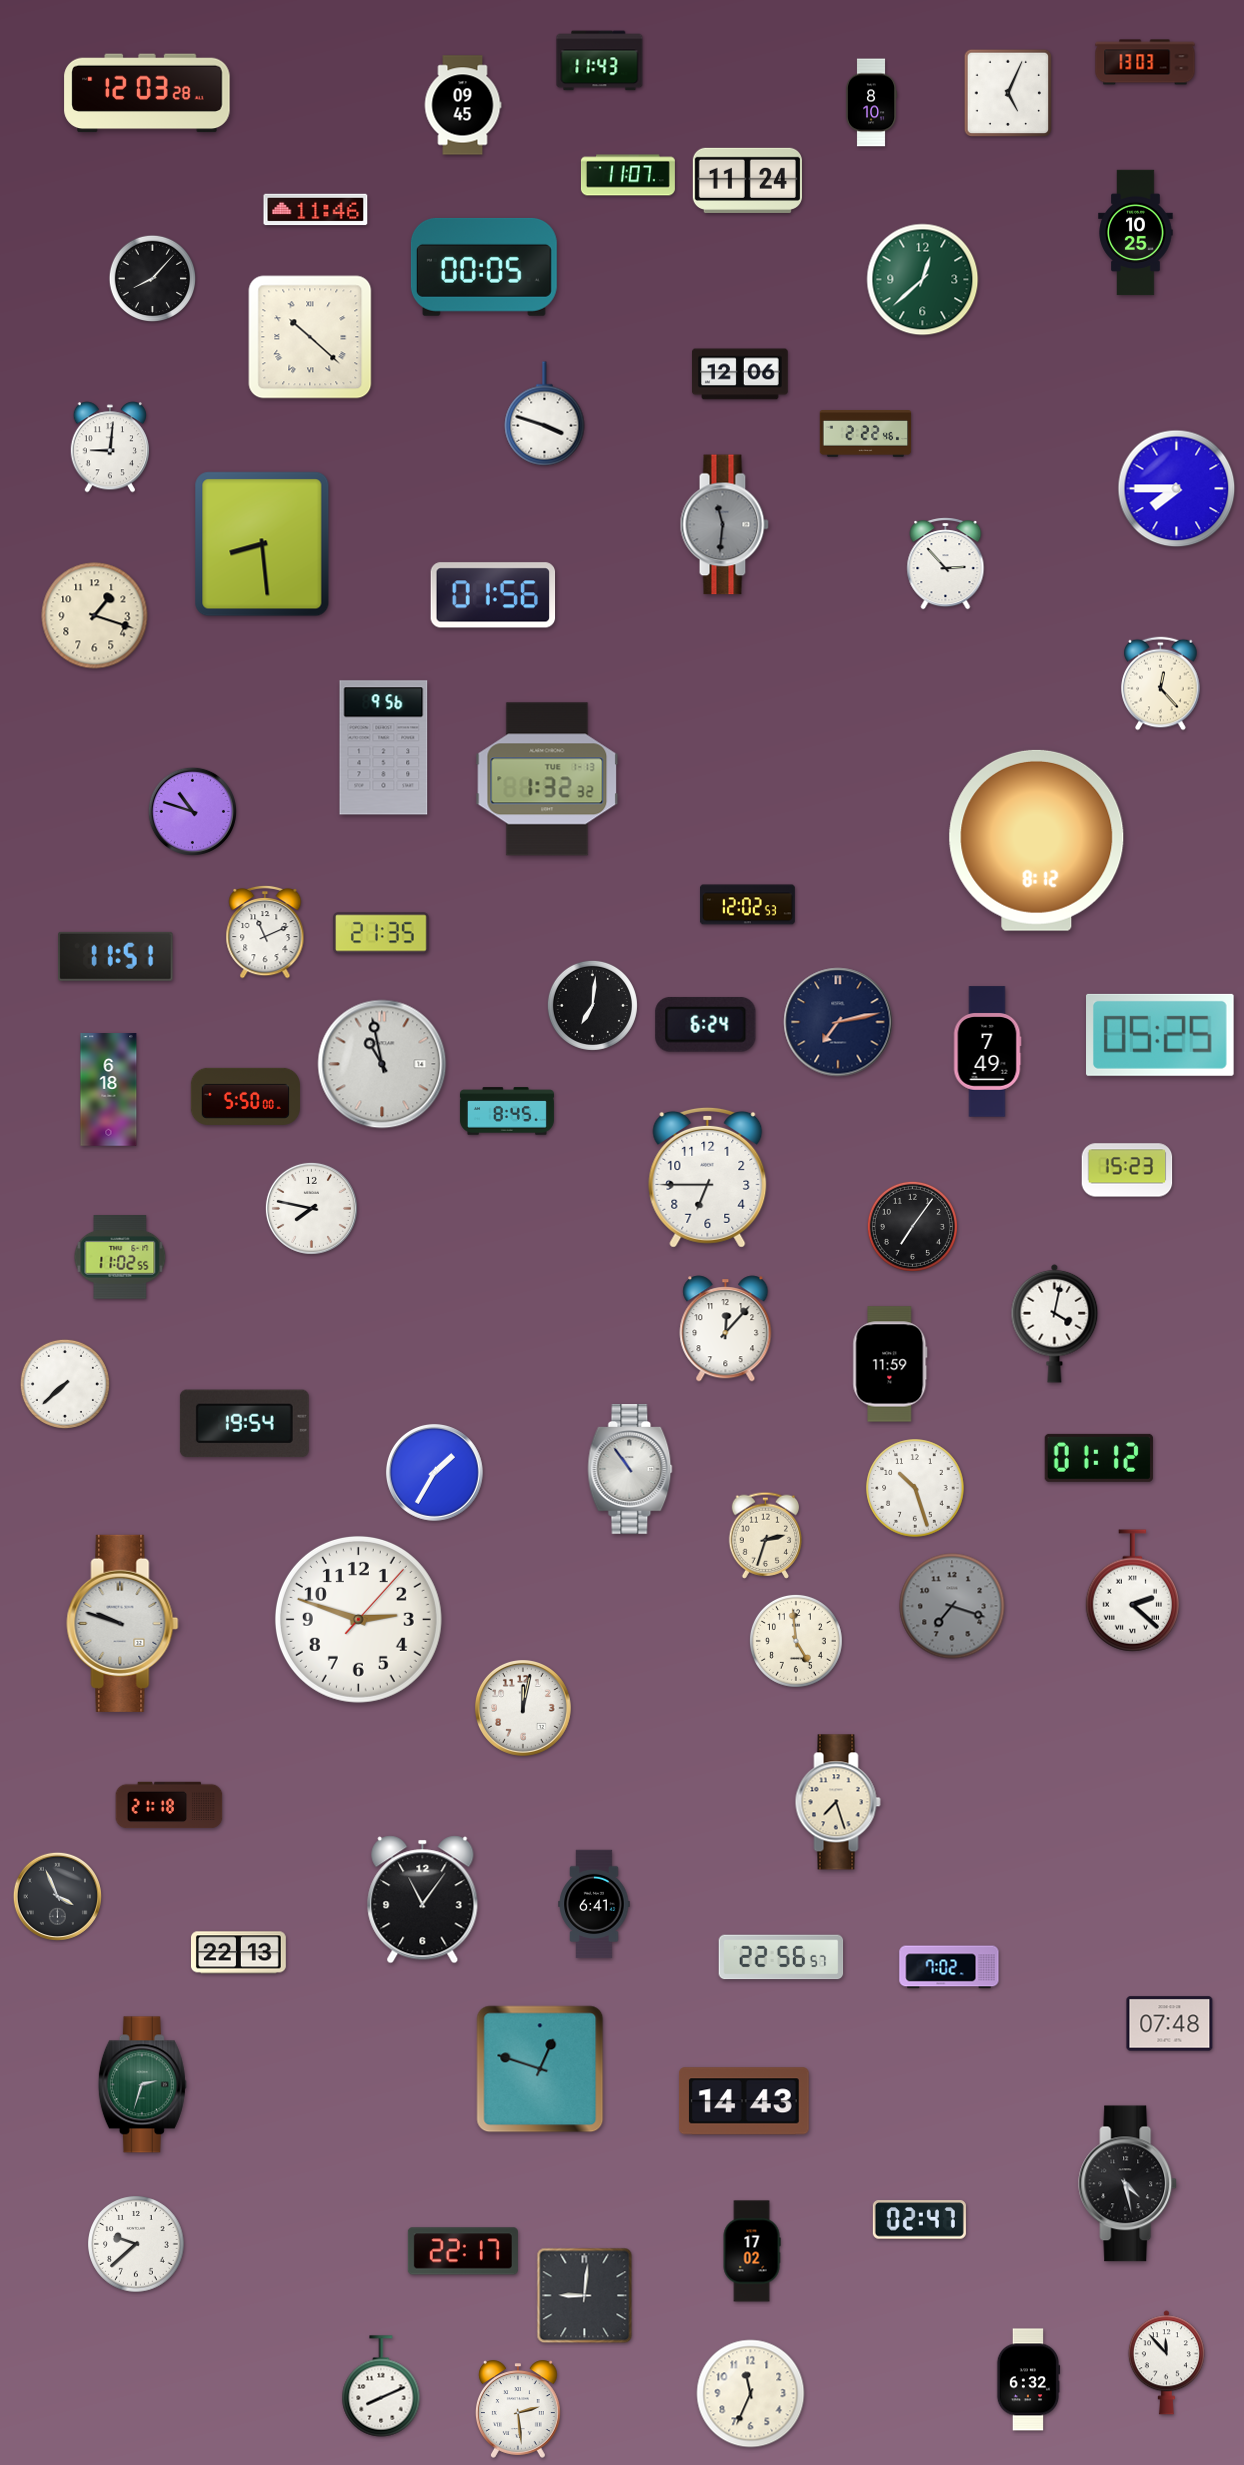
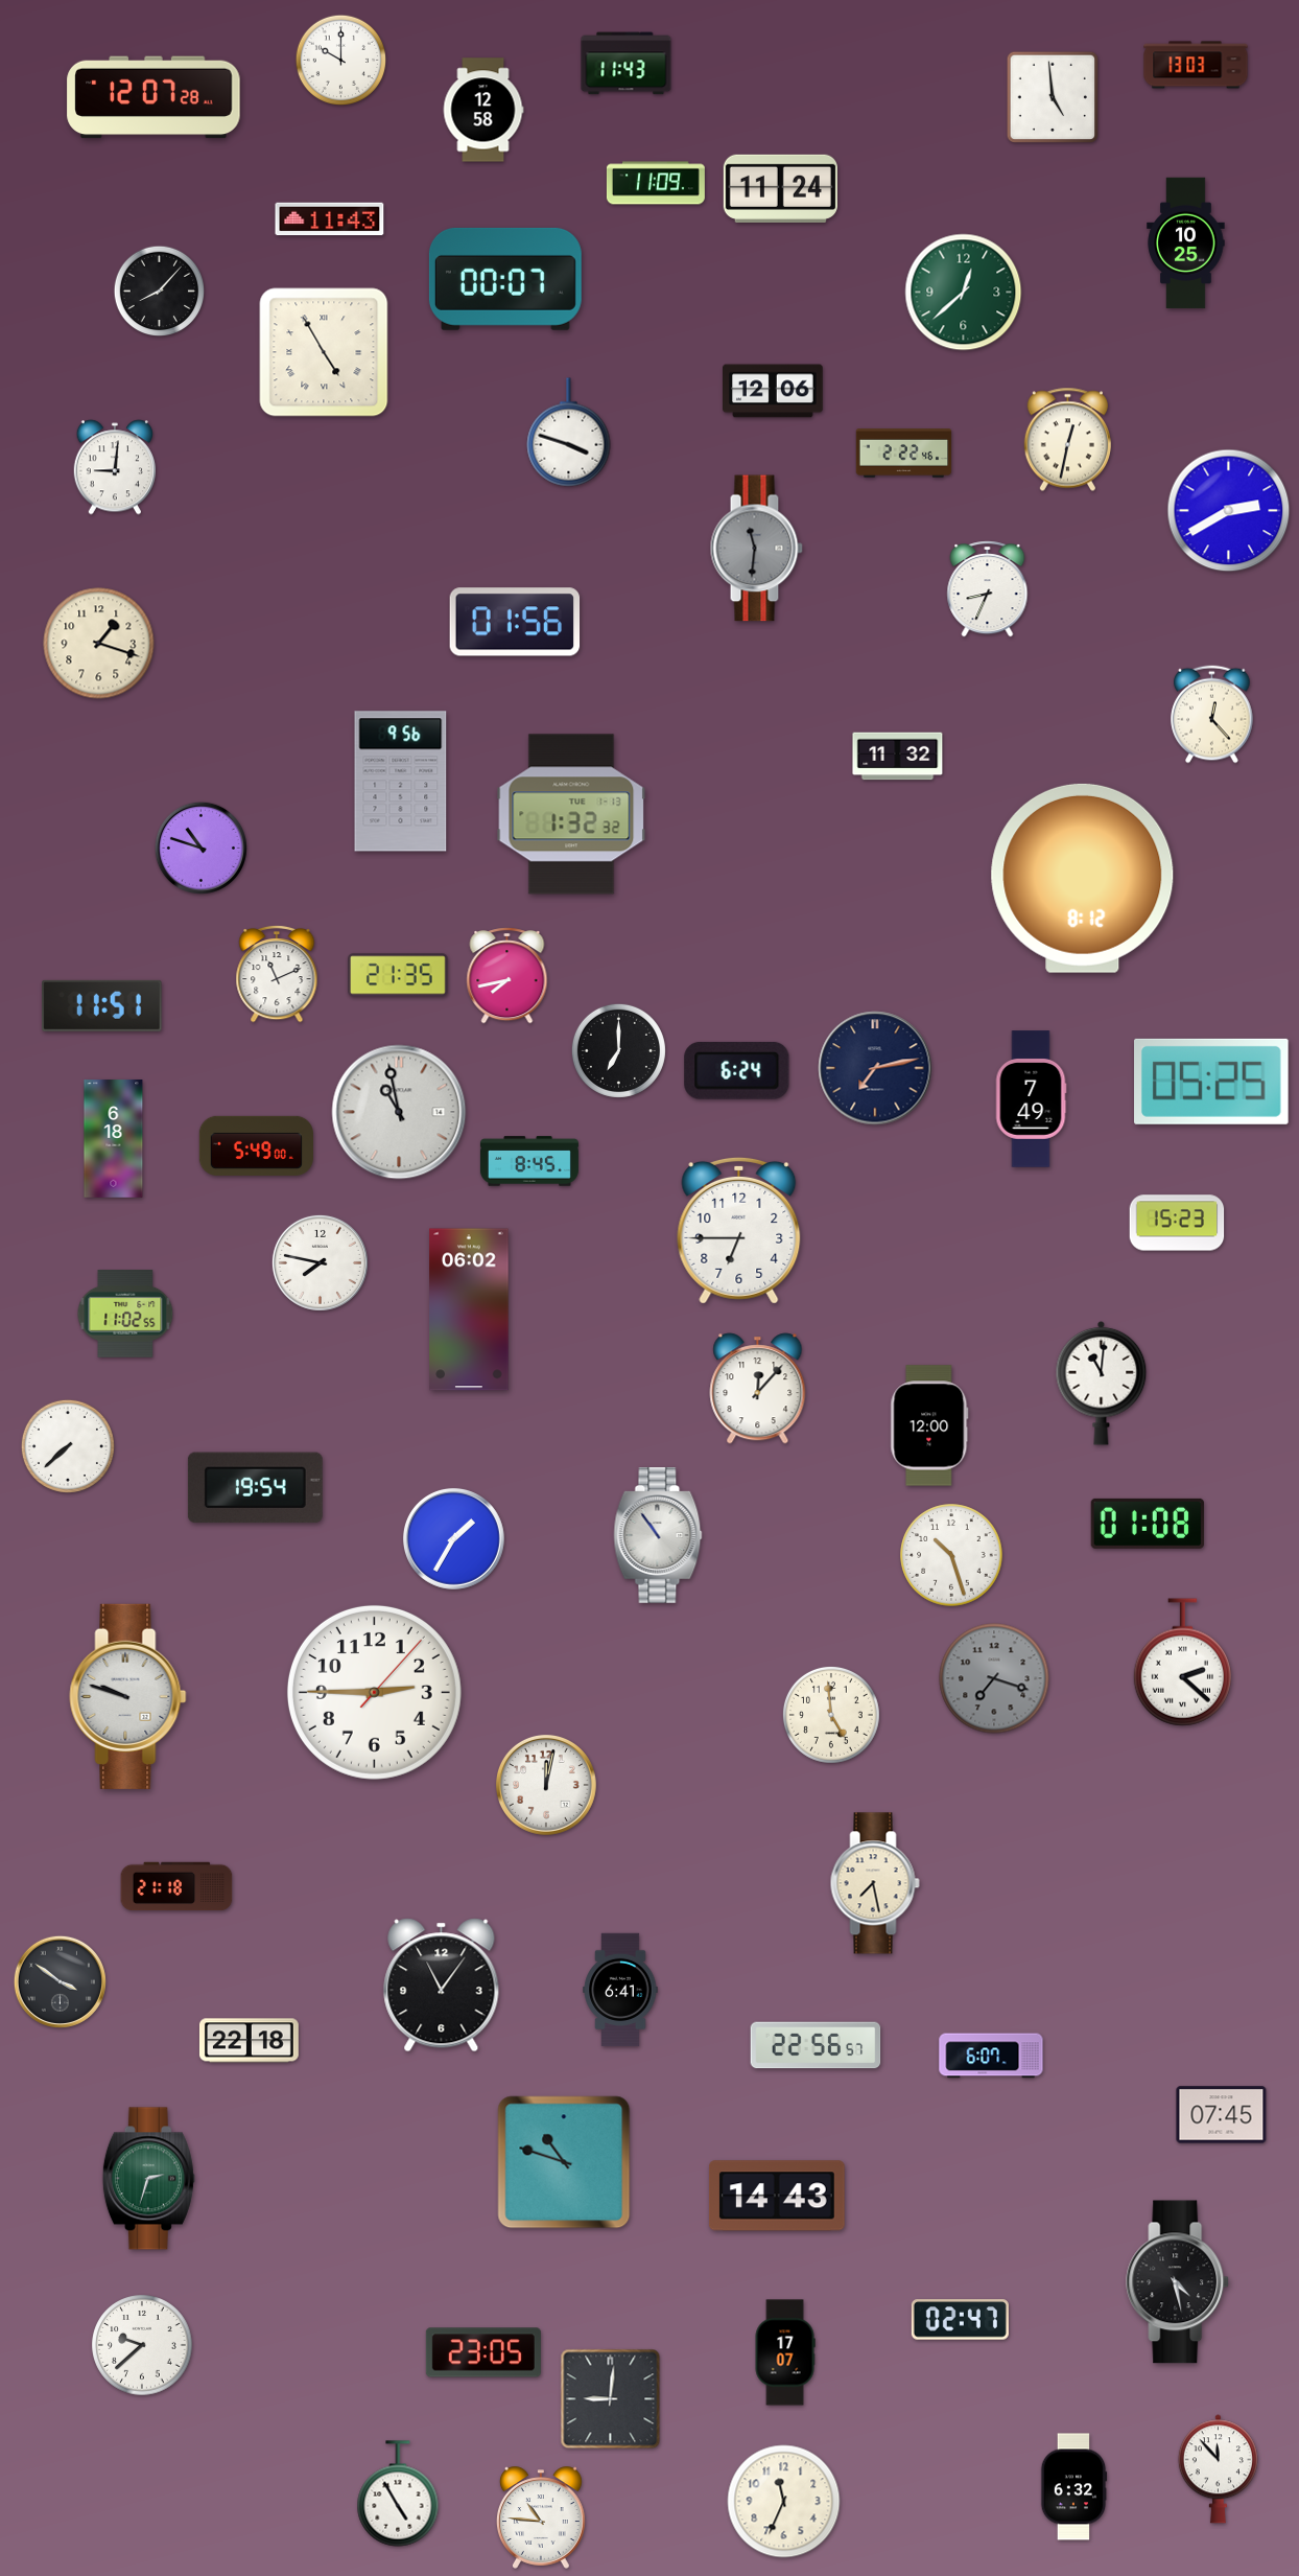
clock at (341, 61): none -> 10:00
clock at (147, 93): 12:03 -> 12:07
clock at (1008, 93): 5:04 -> 4:59
clock at (871, 103): 8:10 -> none
clock at (463, 105): 09:45 -> 12:58
clock at (628, 175): 11:07 -> 11:09
clock at (316, 210): 11:46 -> 11:43
clock at (484, 267): 00:05 -> 00:07
clock at (310, 337): 10:22 -> 4:55
clock at (1067, 440): none -> 12:32
clock at (1177, 489): 7:45 -> 2:40
clock at (262, 544): 8:29 -> none
clock at (946, 564): 2:53 -> 8:34
clock at (898, 757): none -> 11:32
clock at (748, 905): 12:02 -> none
clock at (507, 976): none -> 7:43
clock at (116, 956) position: (116, 956) -> (102, 1005)
clock at (592, 1005): 7:01 -> 7:00
clock at (245, 1096): 5:50 -> 5:49
clock at (311, 1208) position: (311, 1208) -> (320, 1262)
clock at (912, 1226): 7:06 -> none
clock at (469, 1309): none -> 06:02
clock at (1055, 1323): 4:02 -> 11:01
clock at (890, 1364): 11:59 -> 12:00
clock at (1099, 1458): 01:12 -> 01:08
clock at (915, 1488) position: (915, 1488) -> (951, 1555)
clock at (766, 1535): 2:33 -> none
clock at (358, 1619): 2:48 -> 2:45
clock at (838, 1802): 7:27 -> 7:28
clock at (57, 1896): 3:56 -> 3:51
clock at (238, 1953): 22:13 -> 22:18
clock at (949, 1967): 7:02 -> 6:07
clock at (1170, 2024): 07:48 -> 07:45
clock at (540, 2069): 12:48 -> 10:48
clock at (463, 2251): 22:17 -> 23:05
clock at (752, 2251): 17:02 -> 17:07
clock at (381, 2386): 8:11 -> 4:55
clock at (518, 2409): 2:29 -> 10:46
